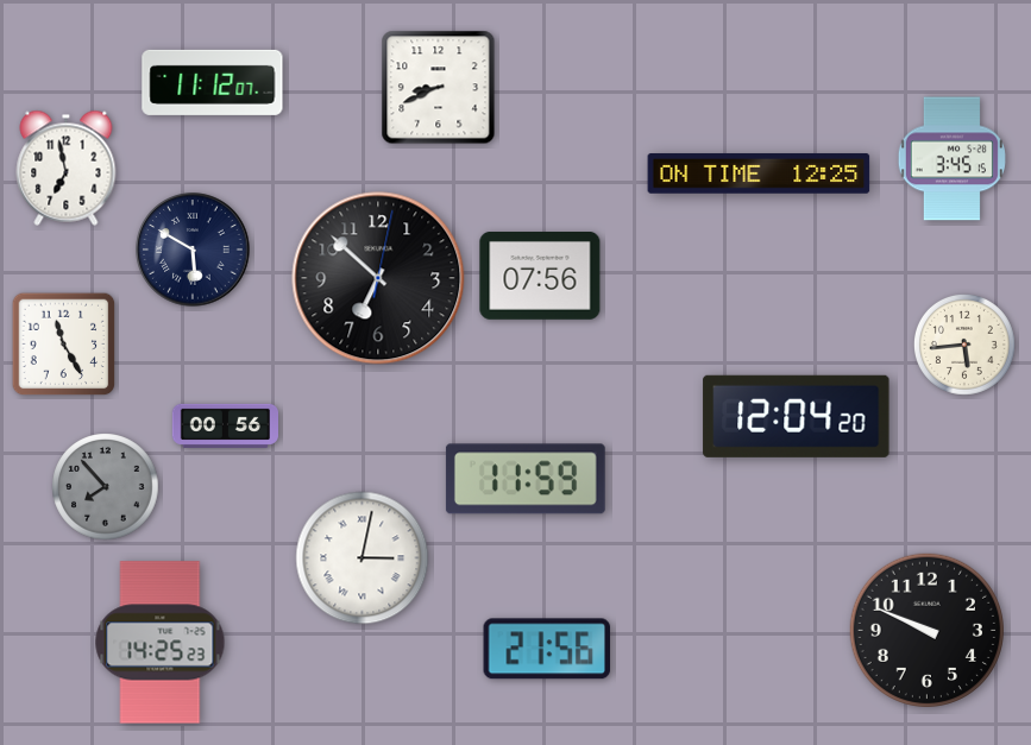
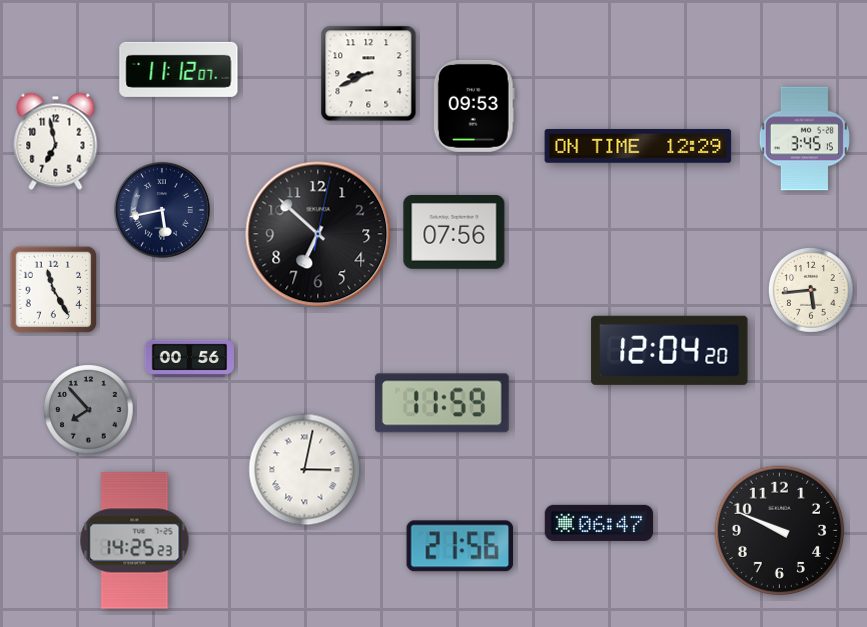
clock at (474, 106): none -> 09:53
clock at (951, 159) position: (951, 159) -> (804, 139)
clock at (759, 173): 12:25 -> 12:29
clock at (193, 250): 5:50 -> 5:43
clock at (599, 523): none -> 06:47
